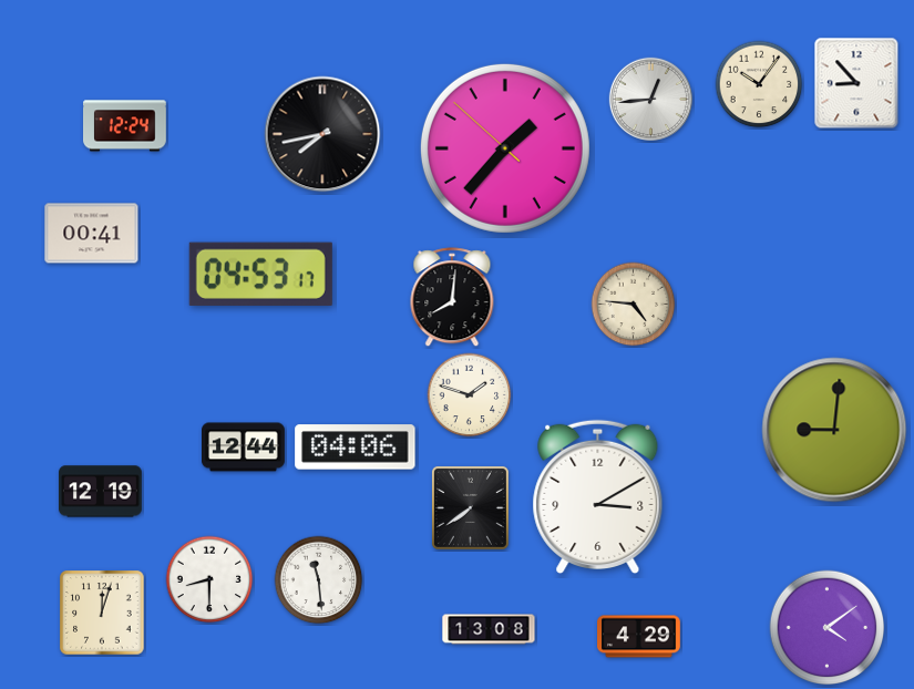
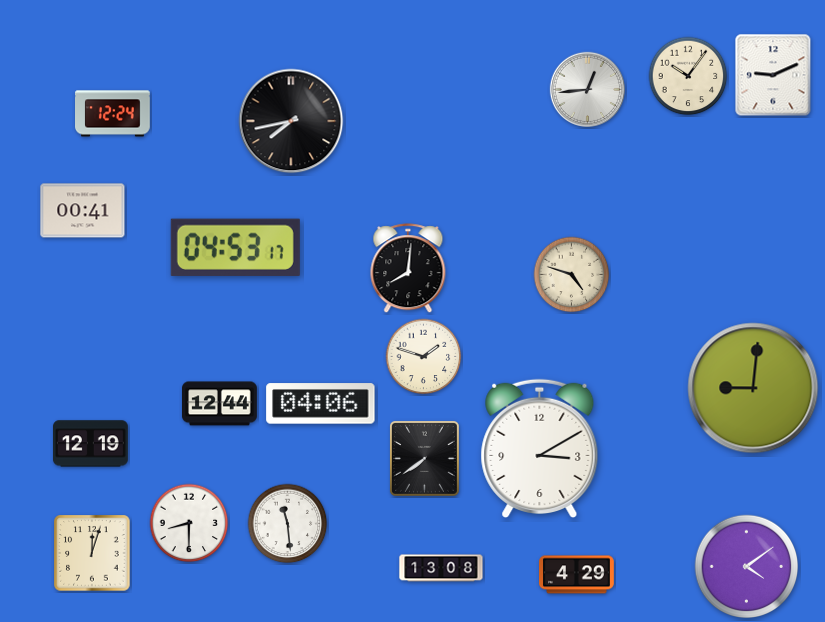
clock at (856, 83): 8:53 -> 9:11
clock at (759, 84) position: (759, 84) -> (688, 76)
clock at (505, 148): 1:36 -> none
clock at (634, 305): 4:46 -> 4:48
